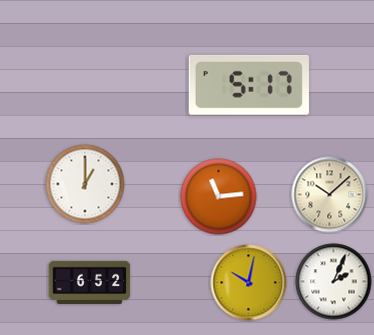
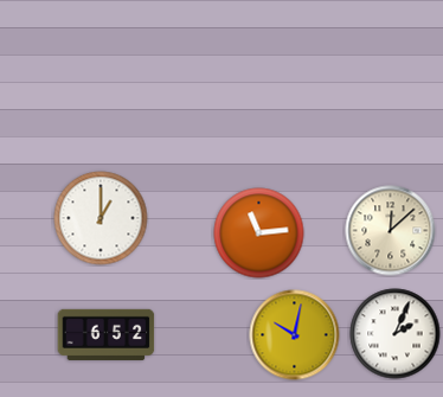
clock at (249, 85): 5:17 -> none
clock at (330, 195): 10:08 -> 12:08
